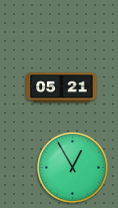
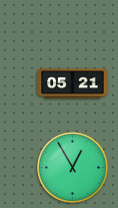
clock at (62, 88) position: (62, 88) -> (73, 84)
